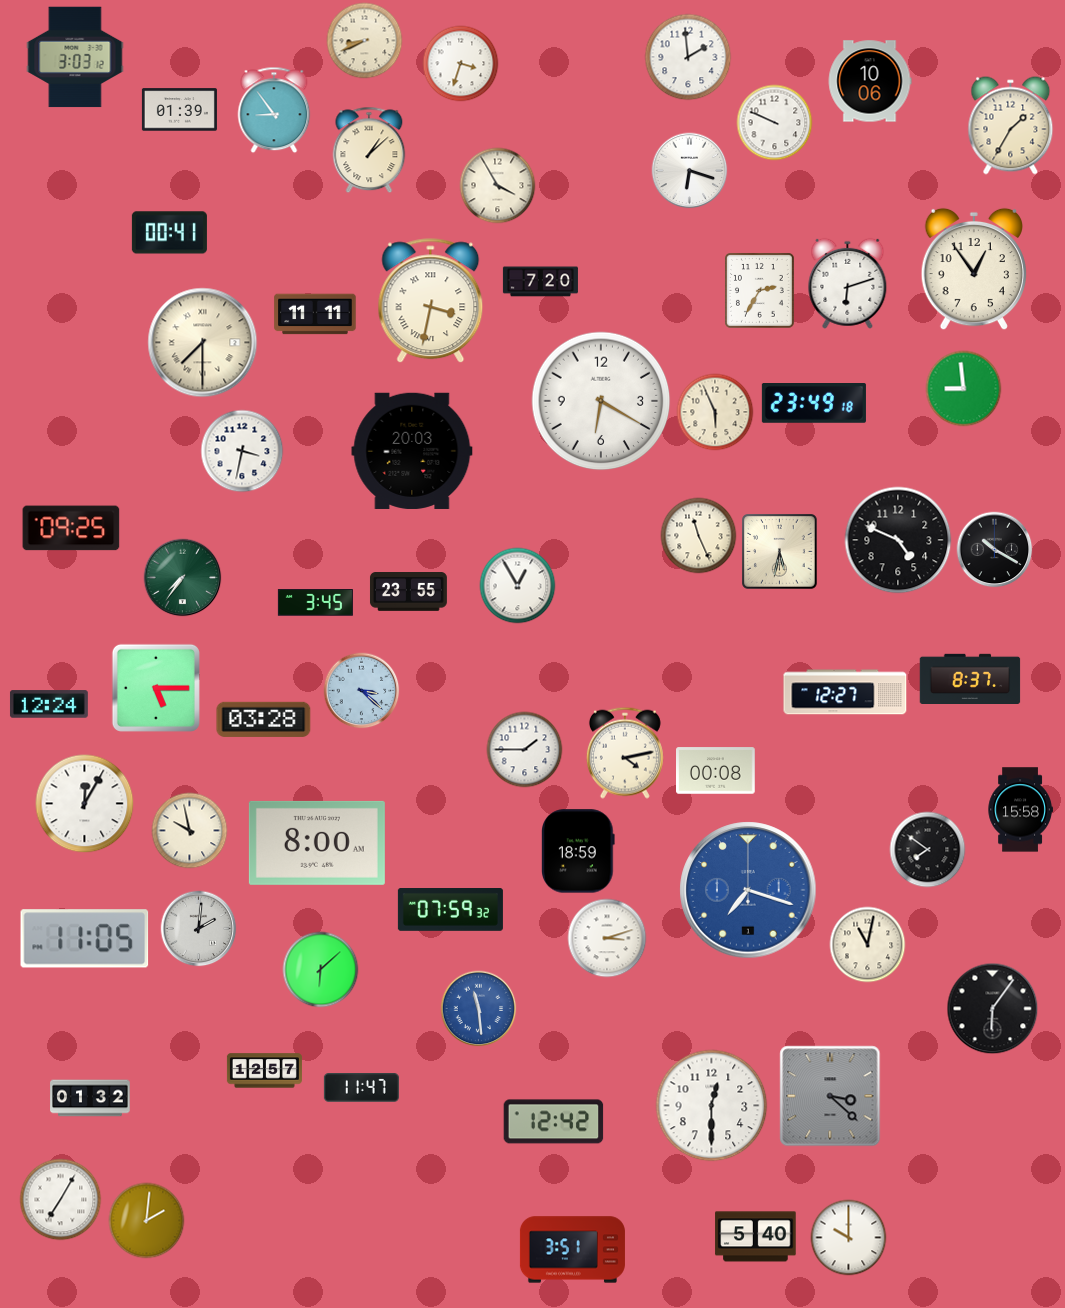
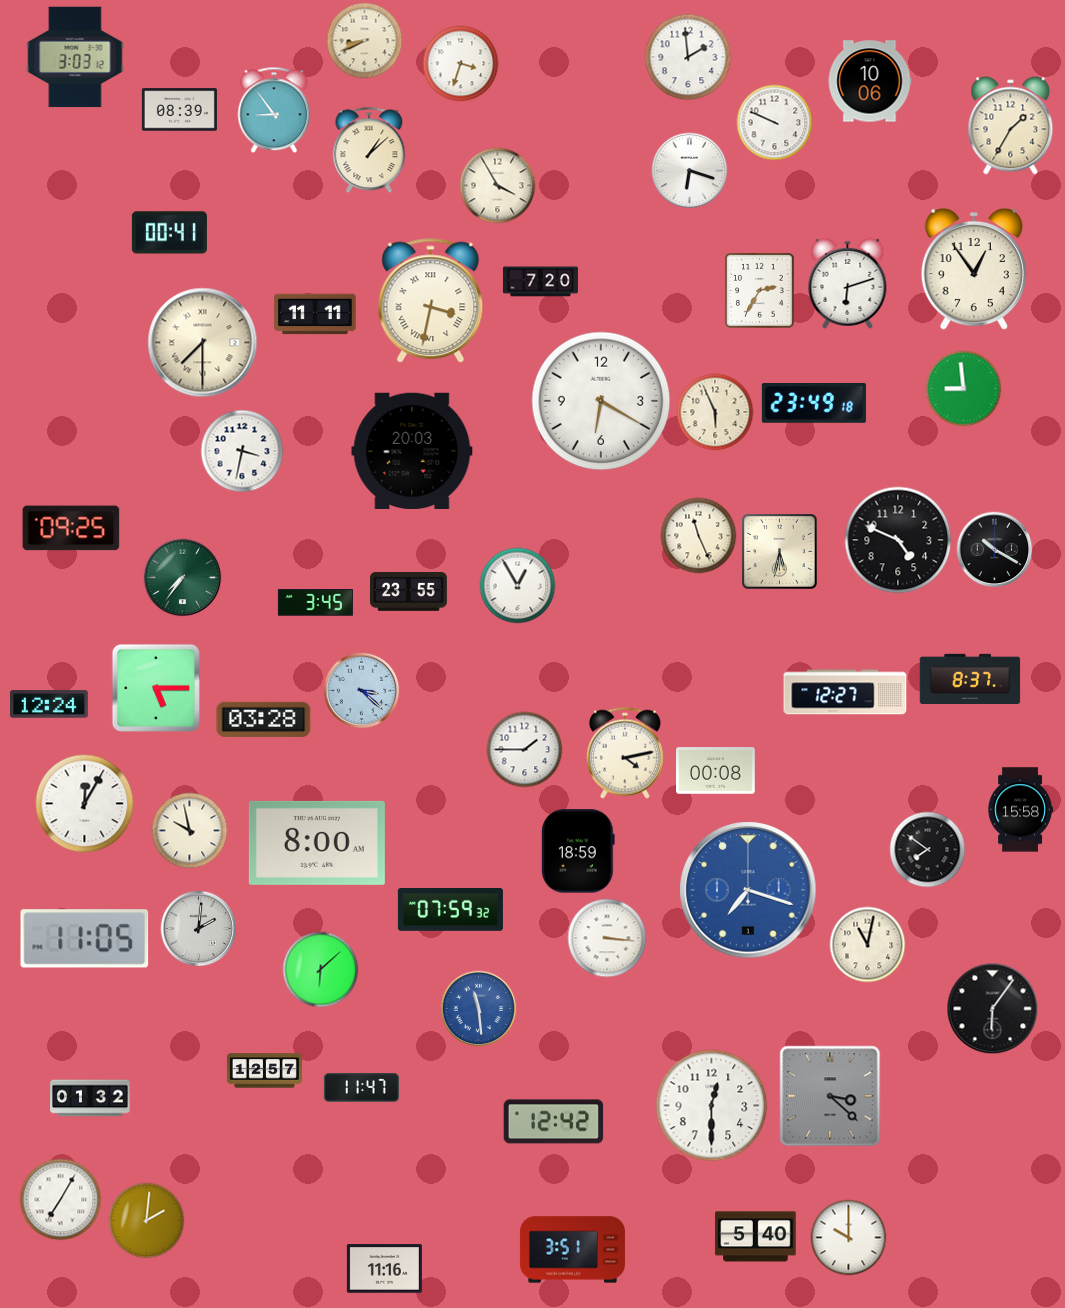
clock at (179, 110): 01:39 -> 08:39
clock at (607, 938): 3:12 -> 3:16
clock at (384, 1269): none -> 11:16
